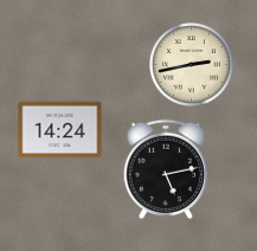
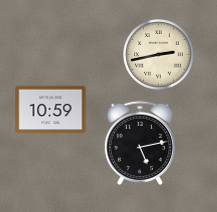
clock at (192, 65) position: (192, 65) -> (159, 55)
clock at (60, 130): 14:24 -> 10:59
